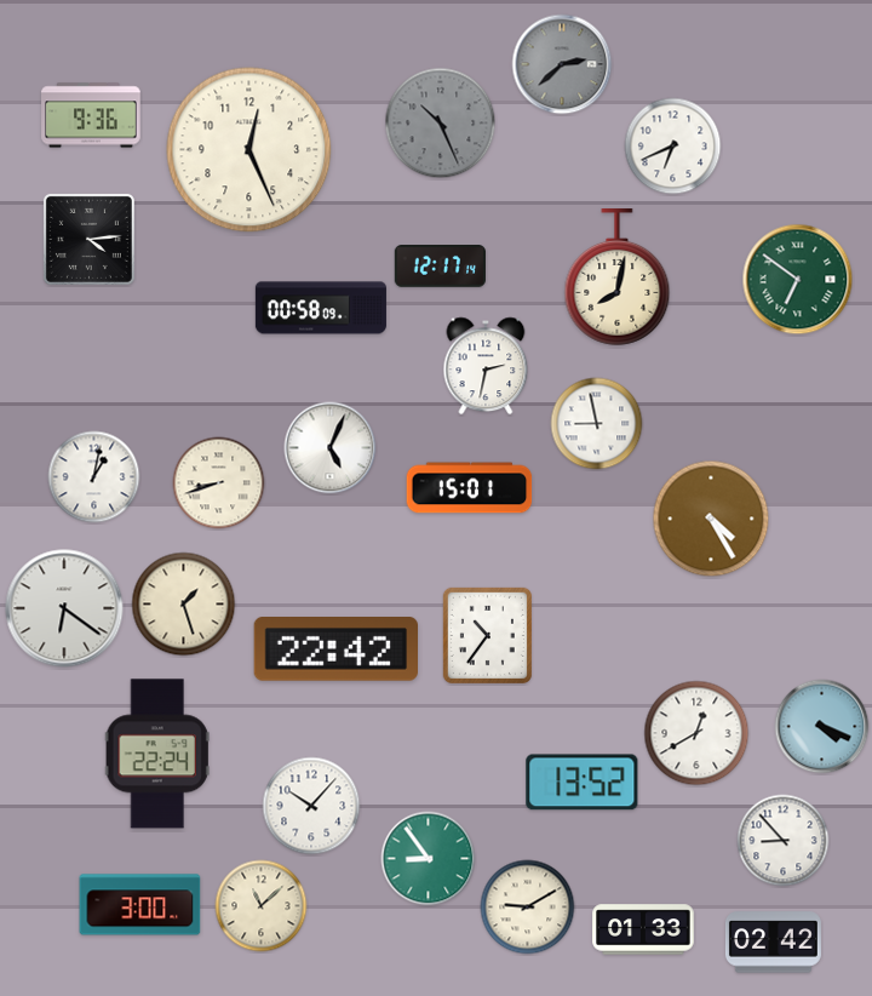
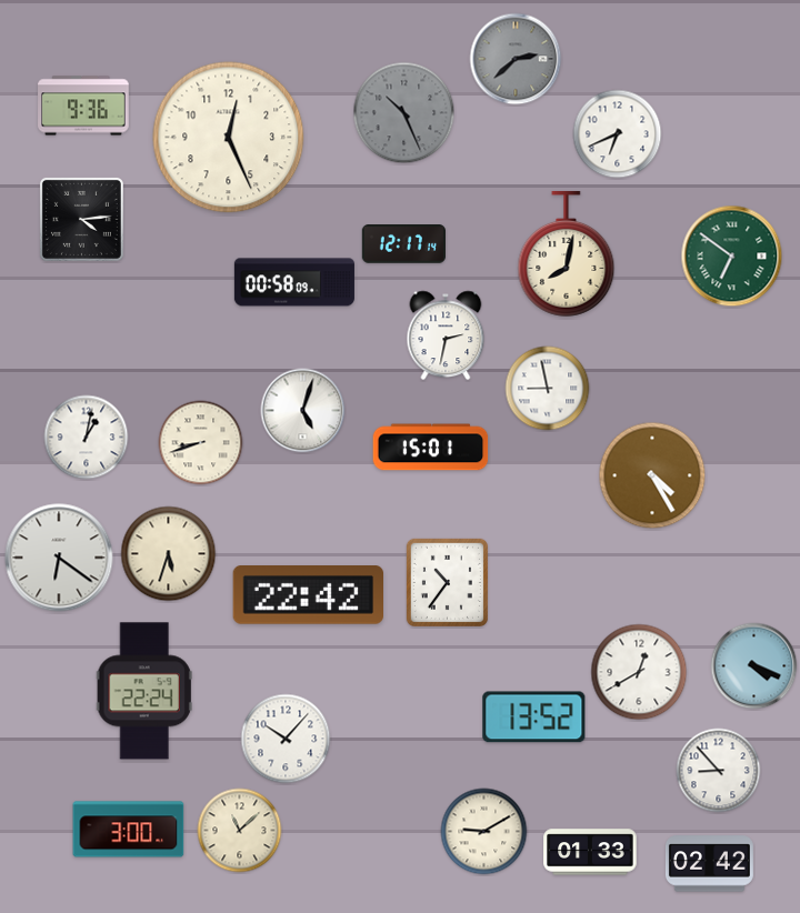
clock at (331, 448): 5:04 -> 5:03
clock at (184, 605): 1:27 -> 5:33
clock at (429, 859): 8:54 -> none
